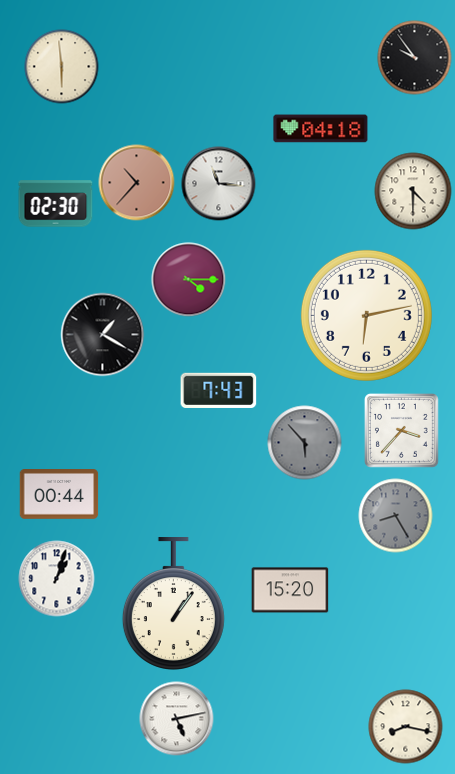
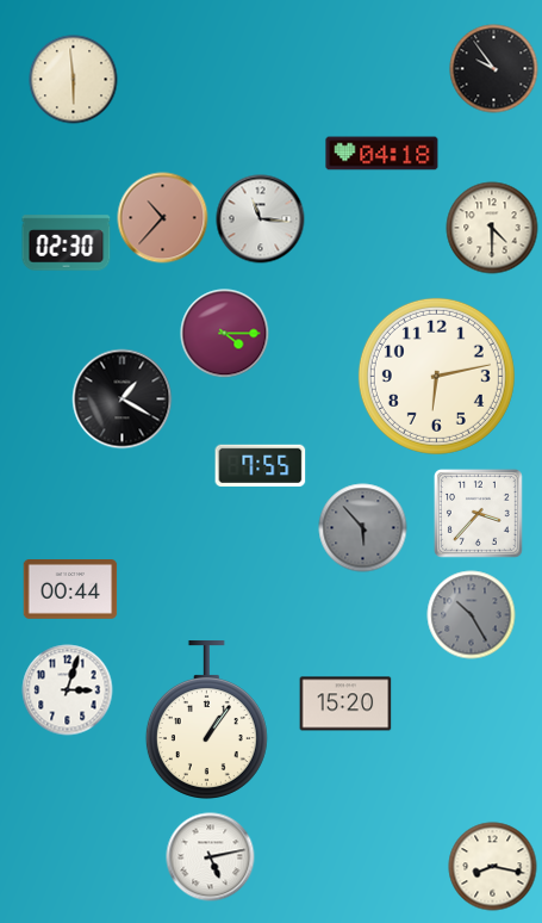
clock at (219, 390): 7:43 -> 7:55
clock at (396, 516): 8:25 -> 10:25
clock at (57, 579): 1:03 -> 3:03
clock at (406, 727) position: (406, 727) -> (493, 867)
